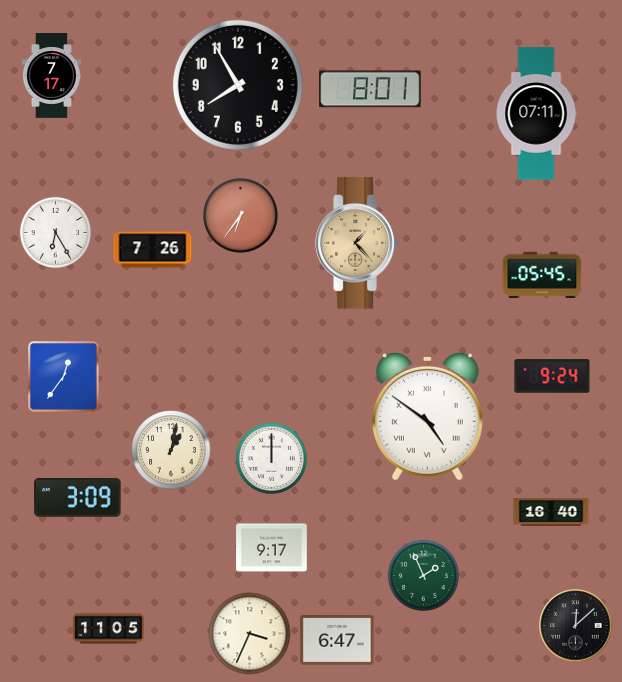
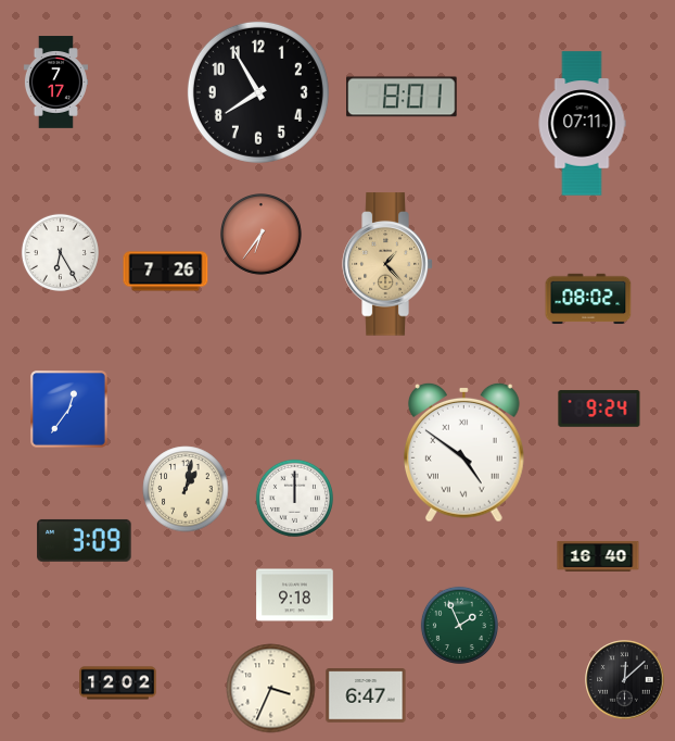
clock at (542, 275): 05:45 -> 08:02
clock at (272, 548): 9:17 -> 9:18
clock at (109, 629): 11:05 -> 12:02
